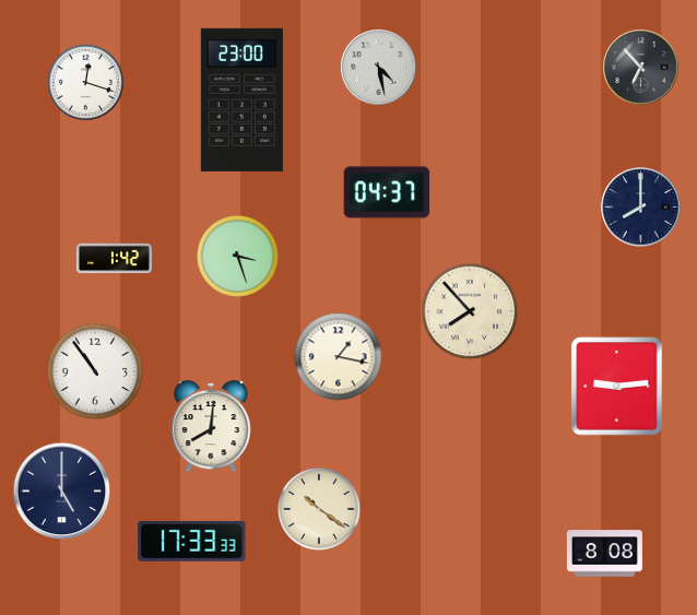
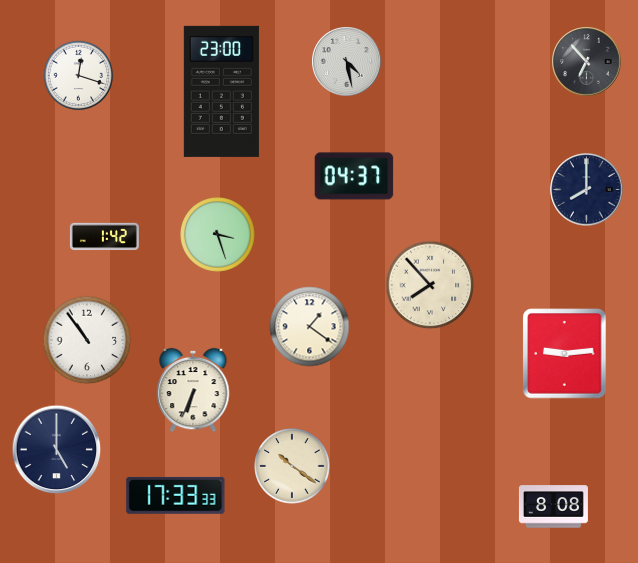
clock at (339, 357): 1:17 -> 1:21
clock at (211, 426): 8:01 -> 6:34
